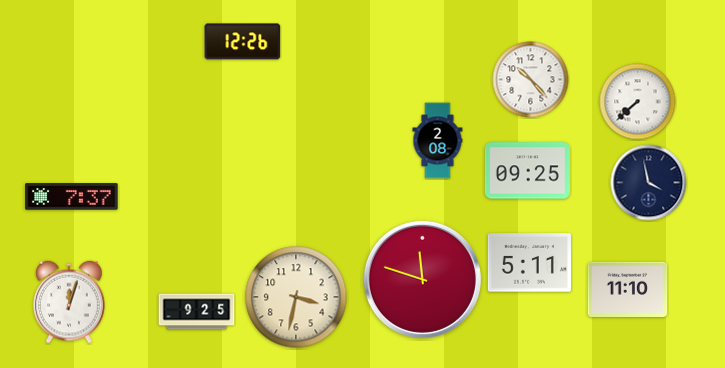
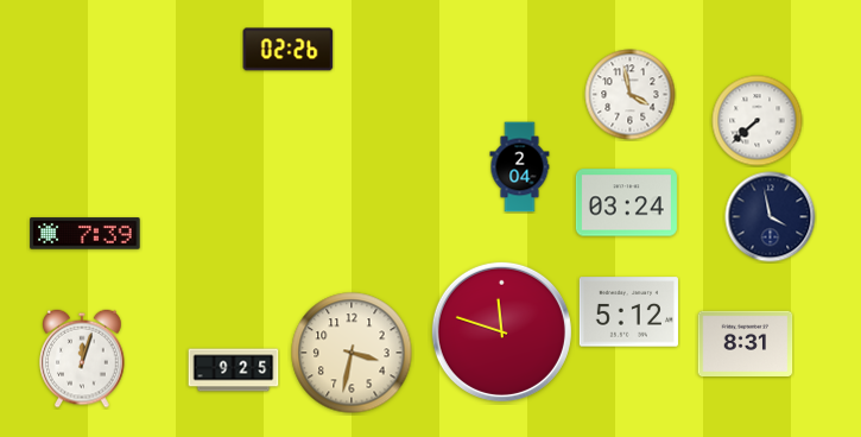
clock at (243, 42): 12:26 -> 02:26
clock at (531, 80): 10:23 -> 3:58
clock at (438, 141): 2:08 -> 2:04
clock at (527, 171): 09:25 -> 03:24
clock at (72, 197): 7:37 -> 7:39
clock at (529, 263): 5:11 -> 5:12
clock at (628, 289): 11:10 -> 8:31
